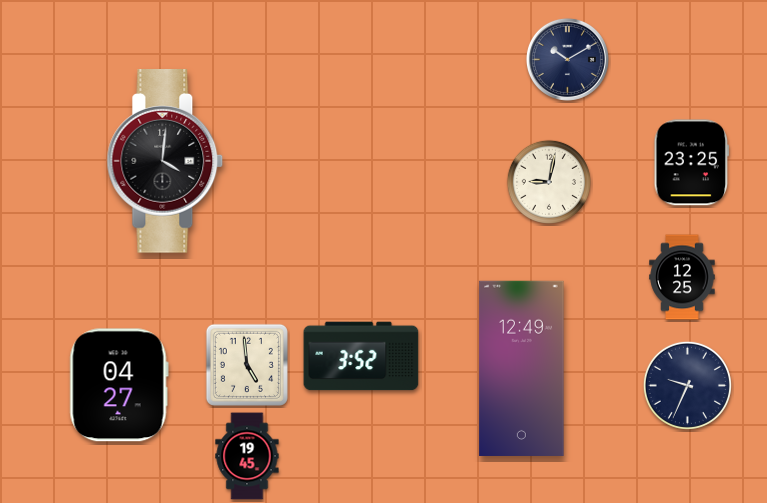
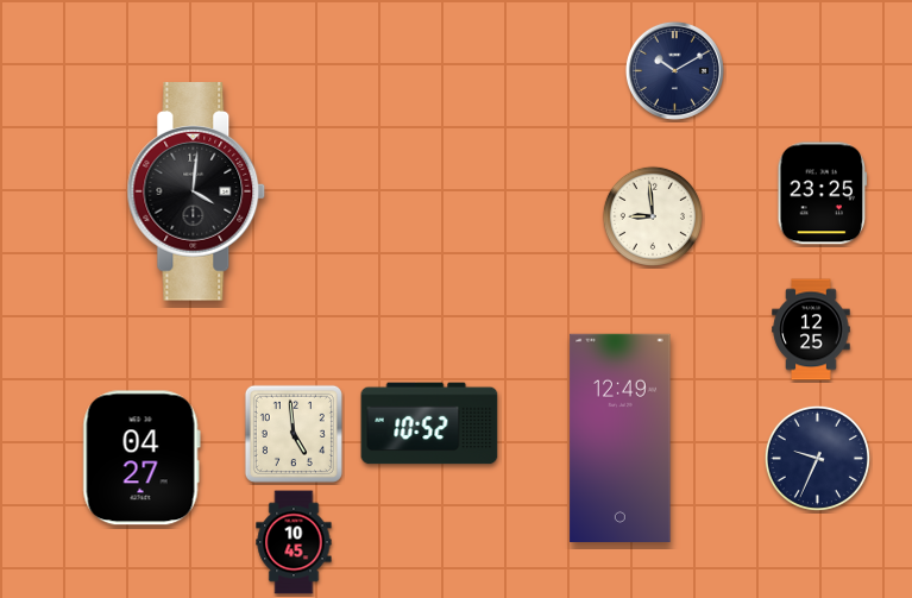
clock at (549, 182): 9:02 -> 8:59
clock at (361, 356): 3:52 -> 10:52
clock at (247, 456): 19:45 -> 10:45
